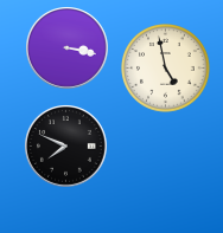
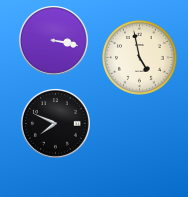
clock at (68, 48) position: (68, 48) -> (54, 41)
